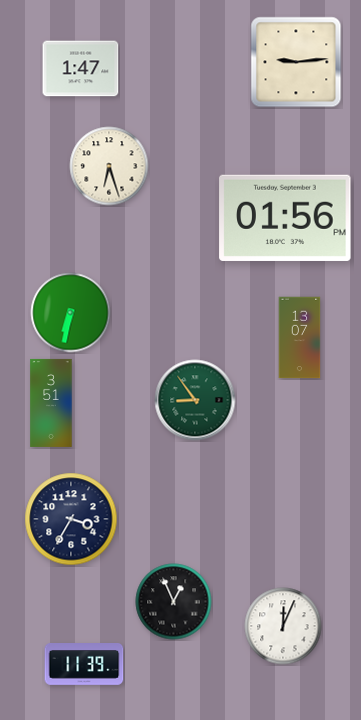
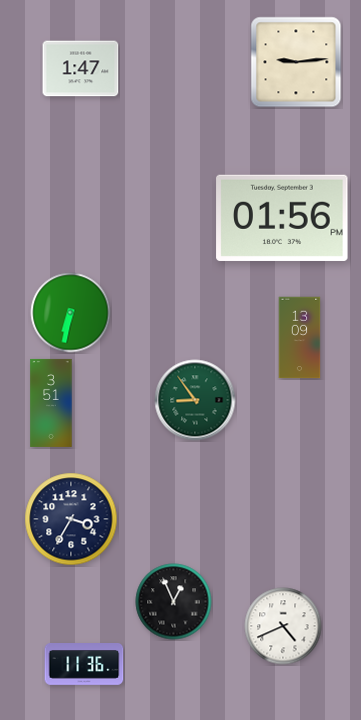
clock at (109, 166): 6:27 -> none
clock at (285, 218) position: (285, 218) -> (282, 218)
clock at (300, 338): 13:07 -> 13:09
clock at (283, 626): 12:04 -> 4:41
clock at (84, 665): 11:39 -> 11:36
